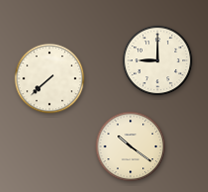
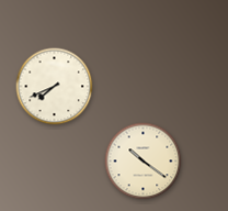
clock at (158, 61): 9:00 -> none
clock at (50, 79): 7:38 -> 7:41
